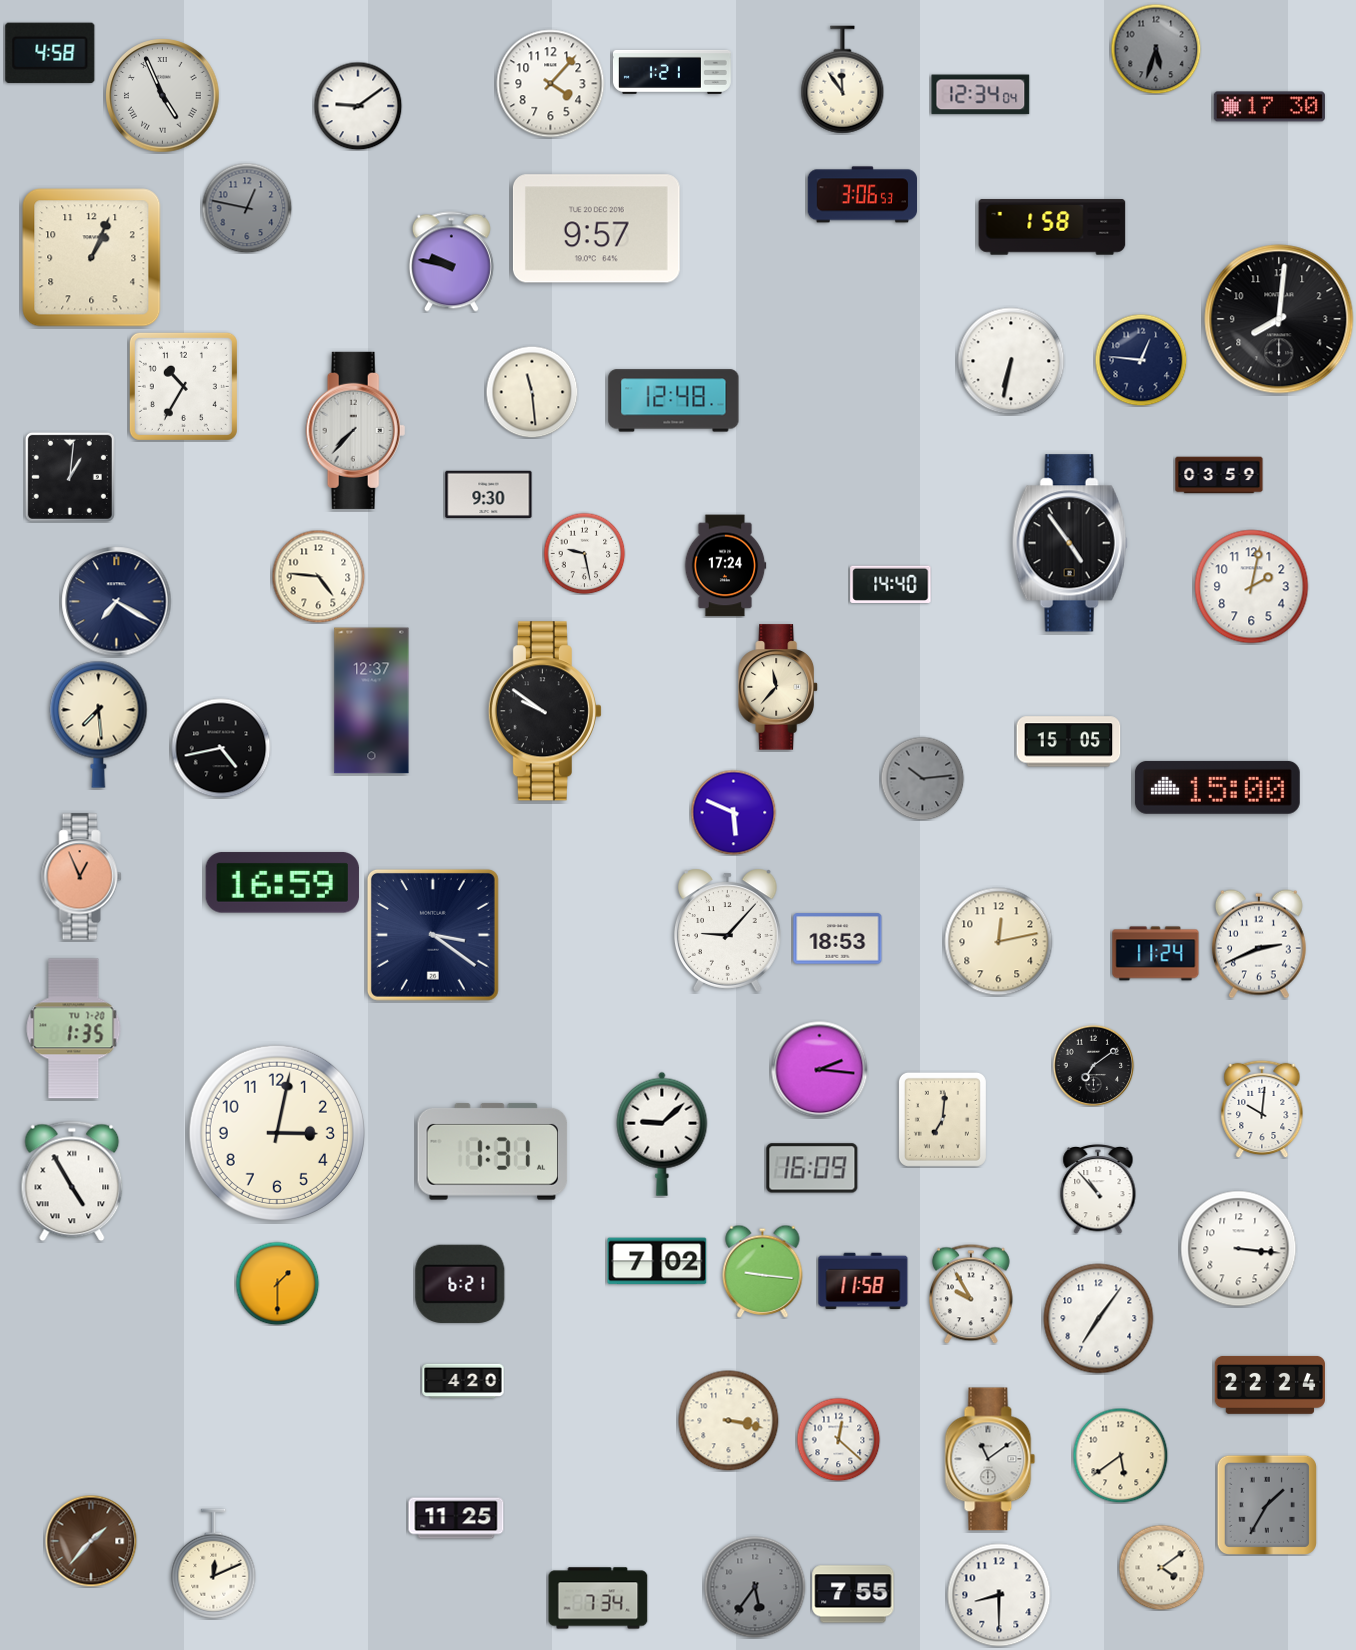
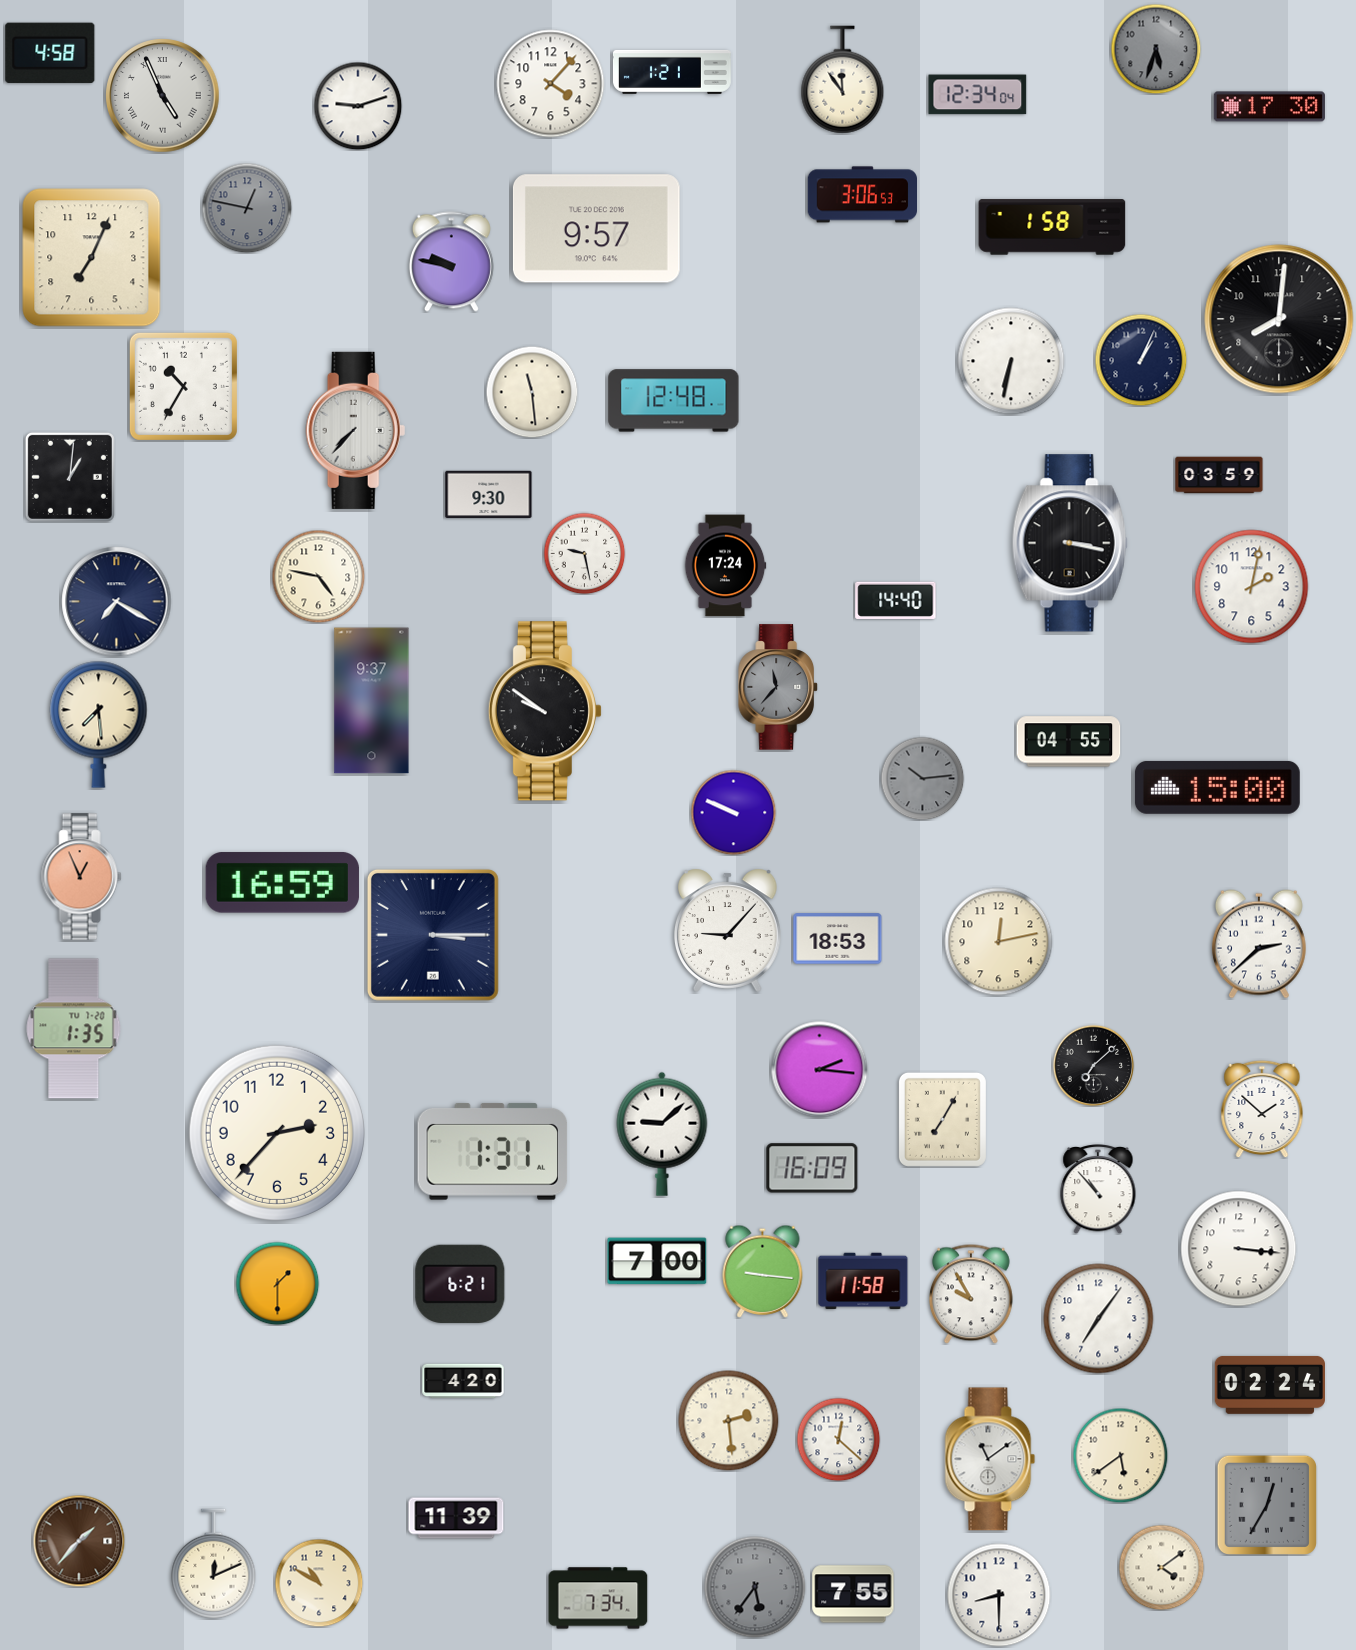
clock at (981, 95) position: (981, 95) -> (978, 95)
clock at (358, 106): 9:09 -> 9:12
clock at (92, 258): 1:04 -> 7:04
clock at (1141, 360): 12:46 -> 1:04
clock at (1070, 543): 4:54 -> 3:17
clock at (318, 576): 4:46 -> 4:47
clock at (891, 584) position: (891, 584) -> (896, 600)
clock at (778, 687) dial: cream -> grey
clock at (372, 701): 12:37 -> 9:37
clock at (1069, 742): 15:05 -> 04:55
clock at (221, 748): 4:43 -> none
clock at (733, 812): 5:49 -> 9:49
clock at (433, 935): 3:21 -> 3:15
clock at (1259, 944): 2:41 -> 2:38
clock at (1156, 954): 11:24 -> none
clock at (1093, 1065): 7:09 -> 7:08
clock at (1262, 1109): 10:01 -> 1:52
clock at (942, 1119): 7:01 -> 7:05
clock at (277, 1133): 3:02 -> 2:37
clock at (72, 1181): 4:55 -> none
clock at (657, 1261): 7:02 -> 7:00
clock at (1269, 1385): 22:24 -> 02:24
clock at (729, 1421): 3:17 -> 2:29
clock at (1267, 1505): 1:35 -> 12:35
clock at (456, 1518): 11:25 -> 11:39
clock at (91, 1541) position: (91, 1541) -> (79, 1541)
clock at (319, 1583): none -> 10:50
